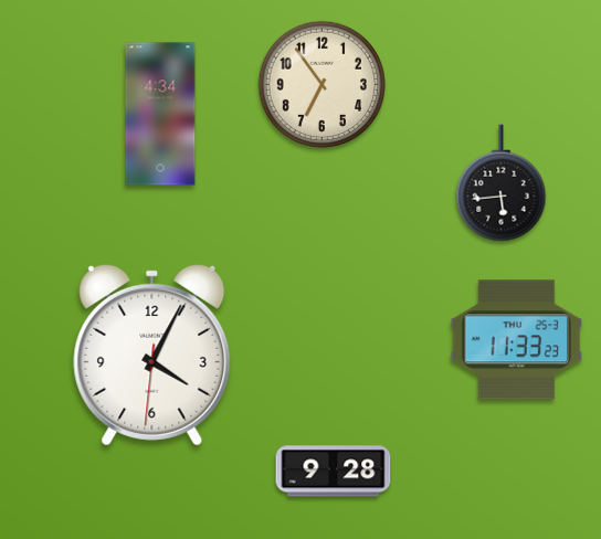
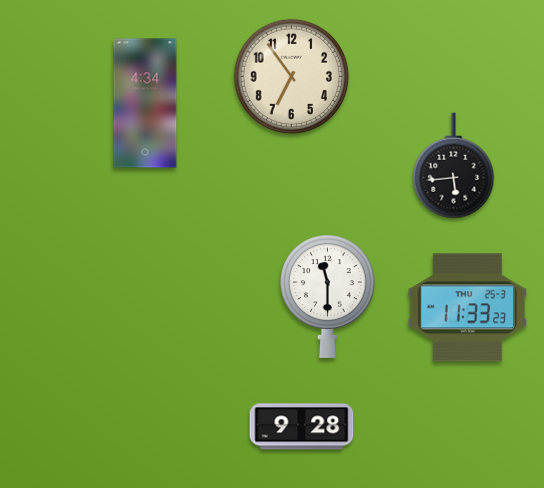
clock at (328, 296): none -> 11:30
clock at (152, 355): 4:04 -> none
